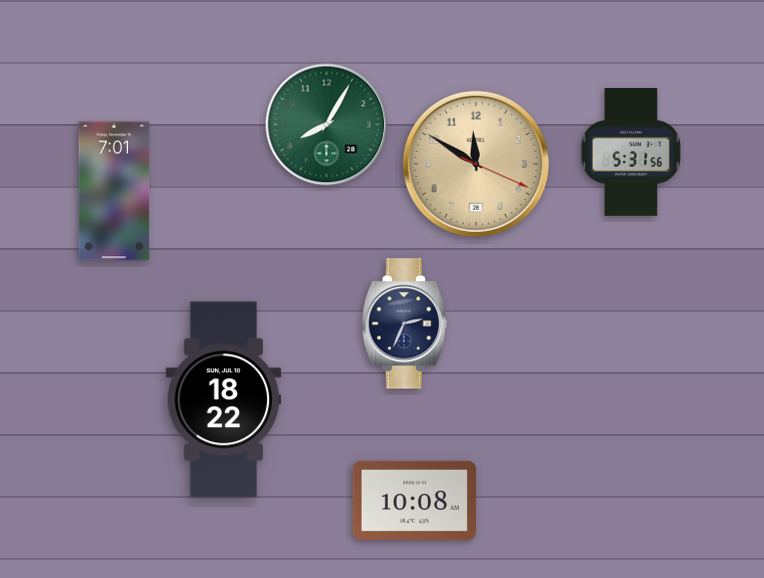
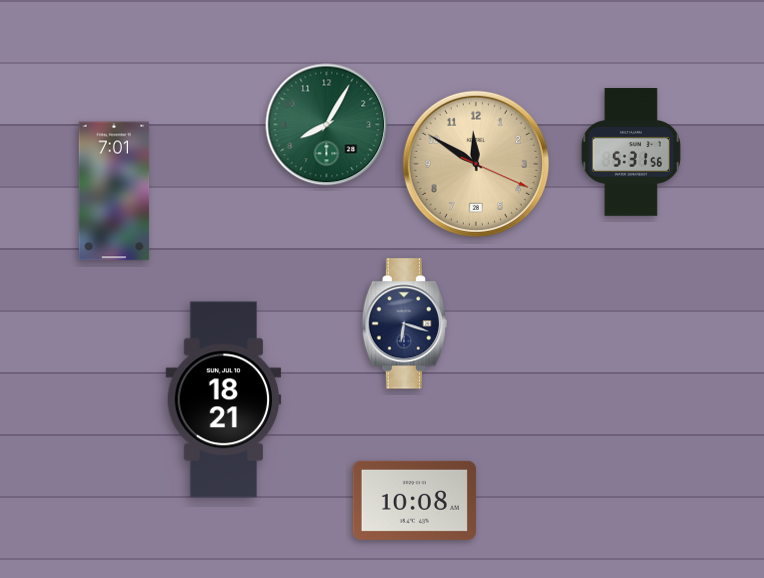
clock at (404, 324): 2:34 -> 6:18
clock at (224, 400): 18:22 -> 18:21
